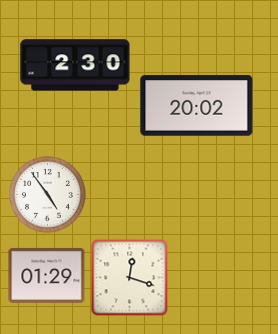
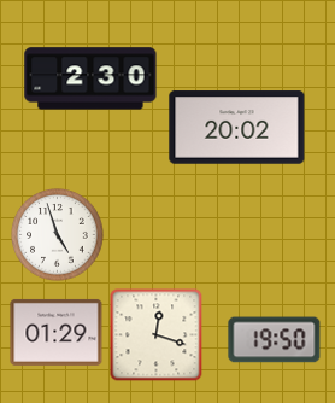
clock at (48, 195): 4:54 -> 4:57
clock at (275, 340): none -> 19:50
